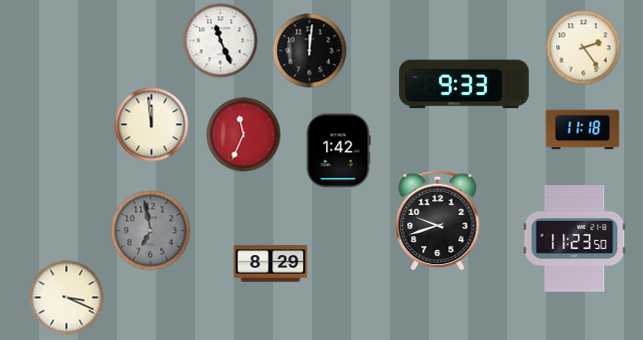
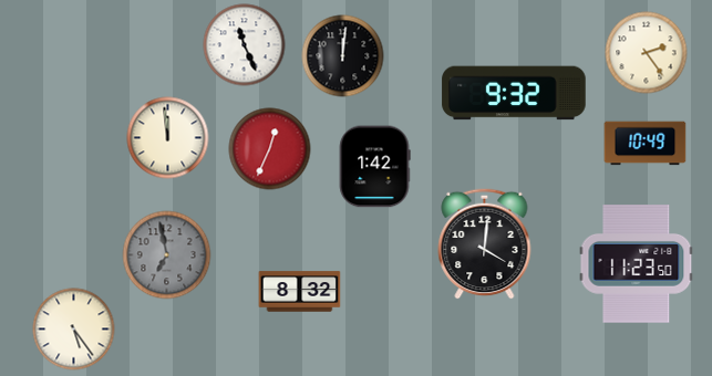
clock at (464, 84): 9:33 -> 9:32
clock at (583, 130): 11:18 -> 10:49
clock at (244, 135): 11:34 -> 12:34
clock at (438, 220): 9:42 -> 4:01
clock at (271, 264): 8:29 -> 8:32
clock at (67, 298): 3:19 -> 5:24
